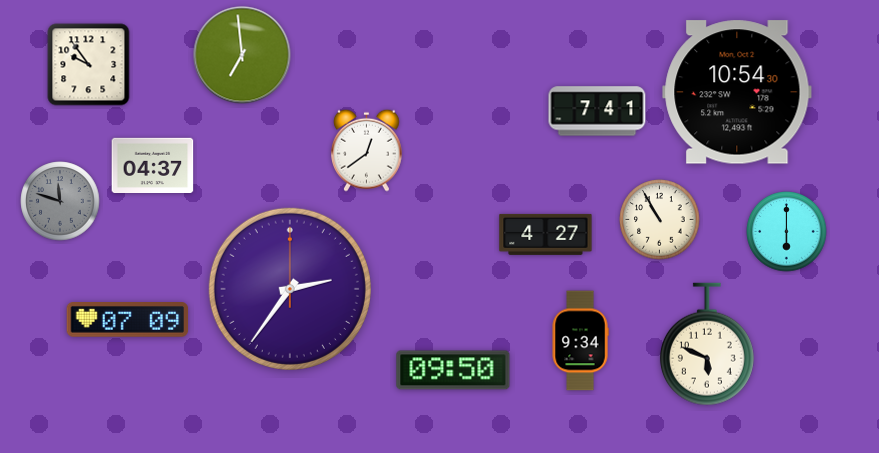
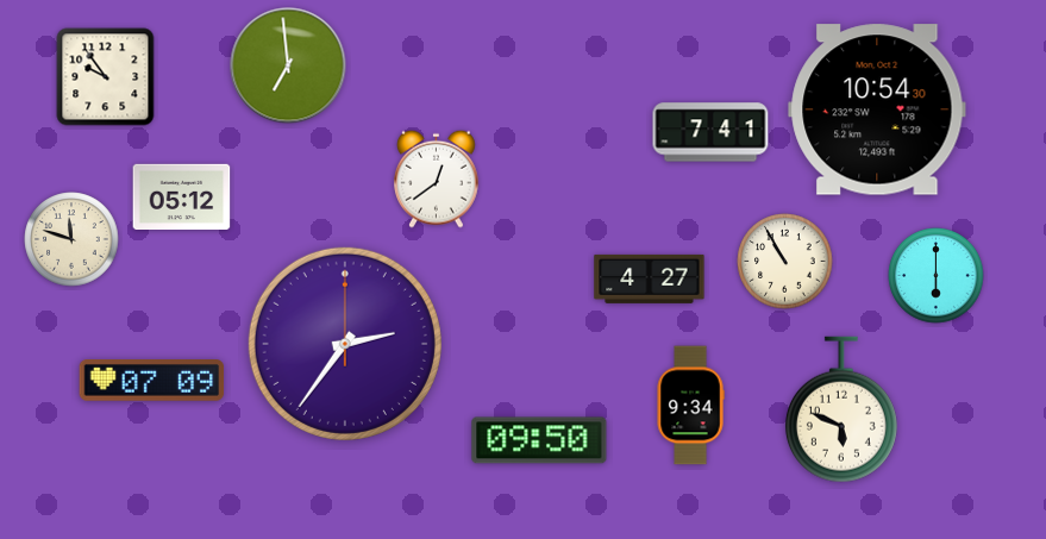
clock at (153, 165): 04:37 -> 05:12
clock at (60, 201) dial: grey -> cream
